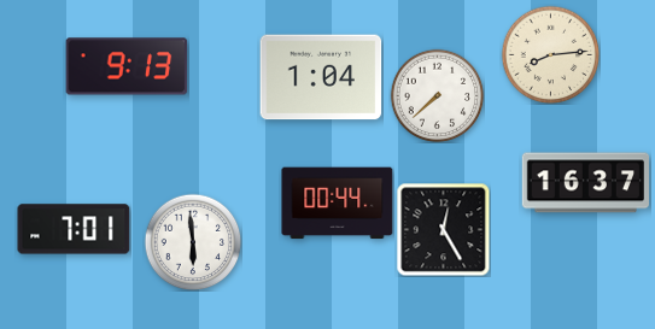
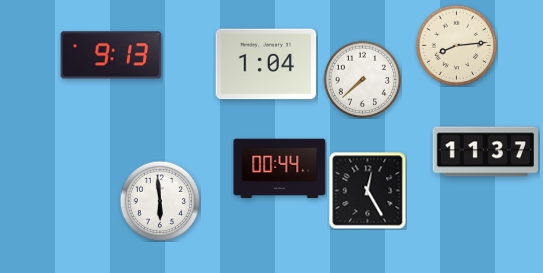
clock at (127, 66) position: (127, 66) -> (111, 55)
clock at (585, 183): 16:37 -> 11:37
clock at (74, 229): 7:01 -> none
